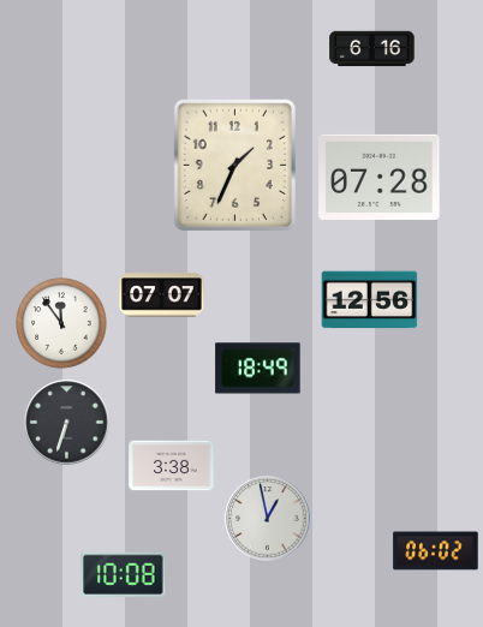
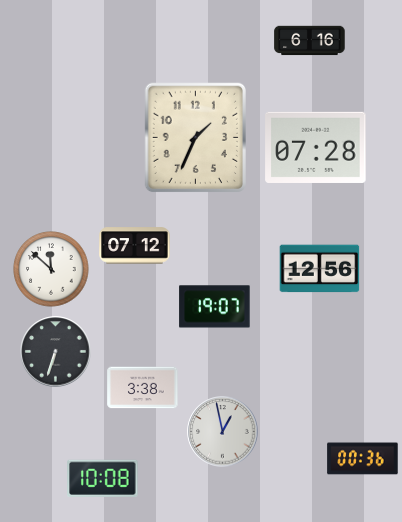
clock at (162, 295): 07:07 -> 07:12
clock at (370, 300) position: (370, 300) -> (320, 269)
clock at (61, 323): 11:54 -> 11:52
clock at (258, 369): 18:49 -> 19:07
clock at (436, 551): 06:02 -> 00:36
